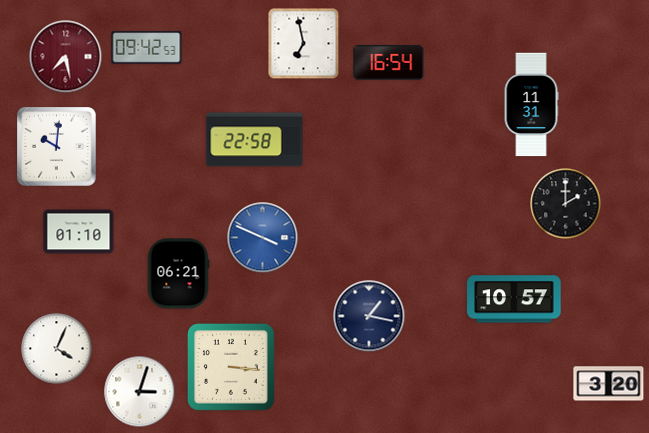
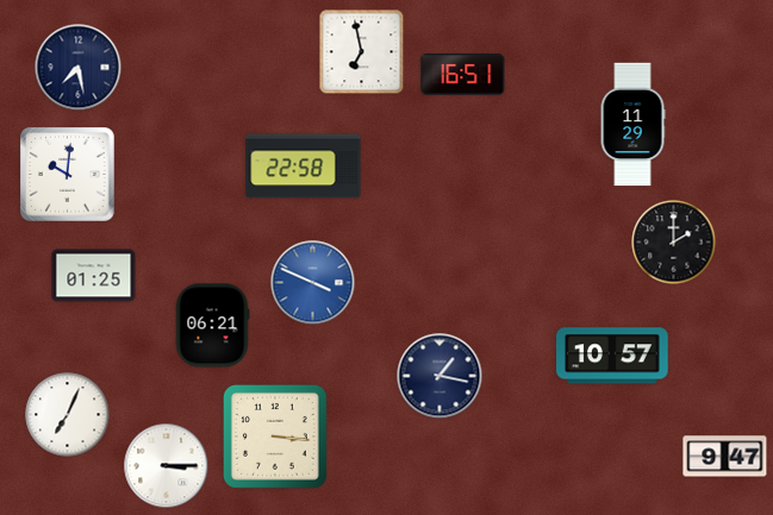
clock at (147, 48): 09:42 -> none
clock at (66, 57) dial: burgundy -> navy
clock at (389, 63): 16:54 -> 16:51
clock at (531, 105): 11:31 -> 11:29
clock at (79, 232): 01:10 -> 01:25
clock at (57, 349): 4:04 -> 7:04
clock at (609, 384): 3:20 -> 9:47
clock at (140, 392): 3:03 -> 3:15
